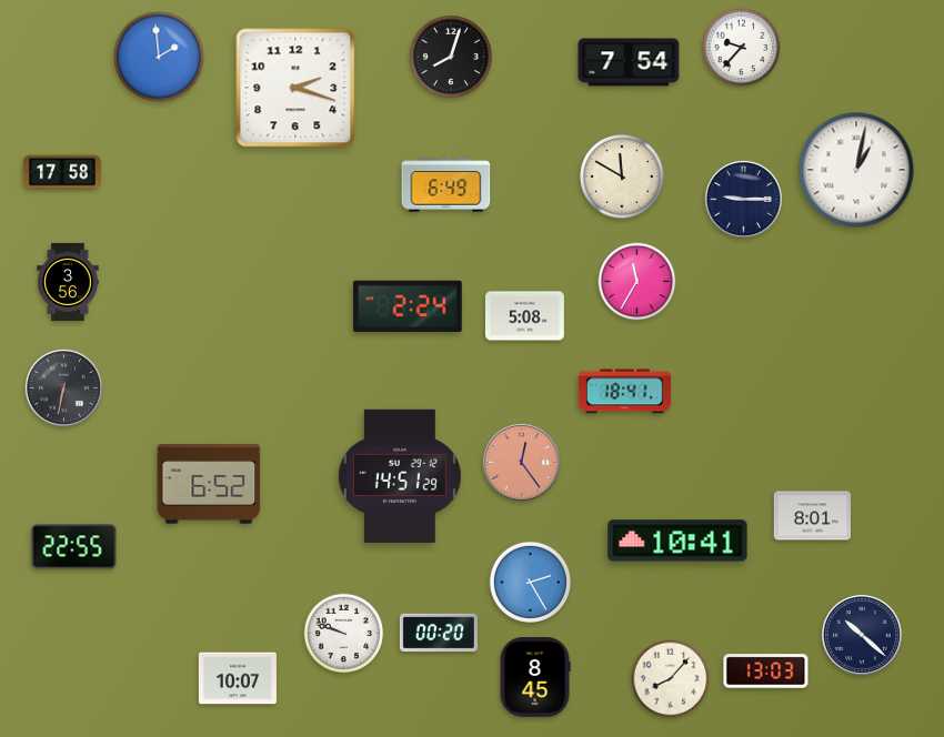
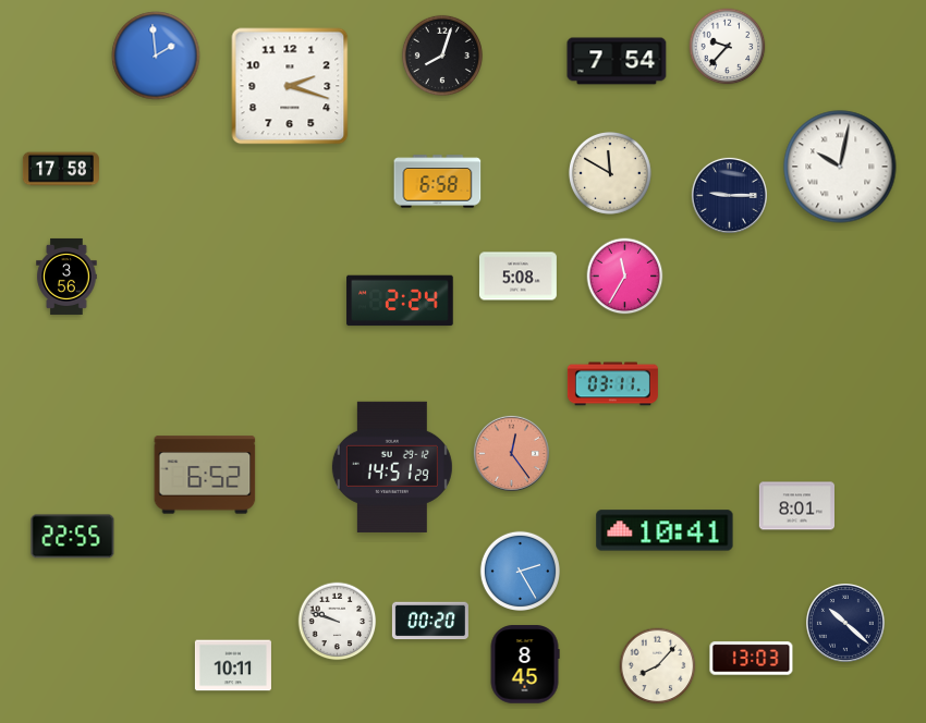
clock at (856, 170): 1:02 -> 10:02
clock at (446, 185): 6:49 -> 6:58
clock at (524, 316) position: (524, 316) -> (517, 277)
clock at (63, 387): 6:32 -> none
clock at (624, 392): 18:41 -> 03:11
clock at (238, 678): 10:07 -> 10:11
